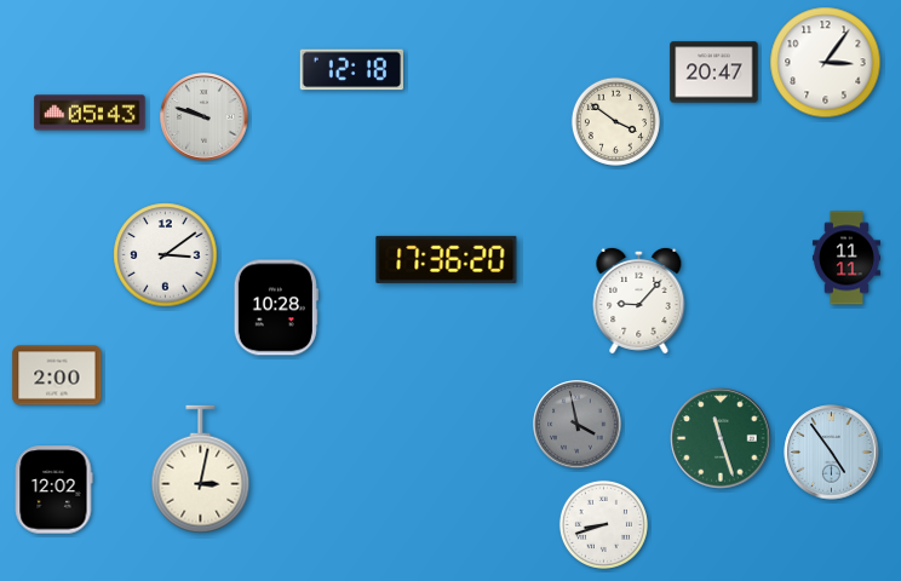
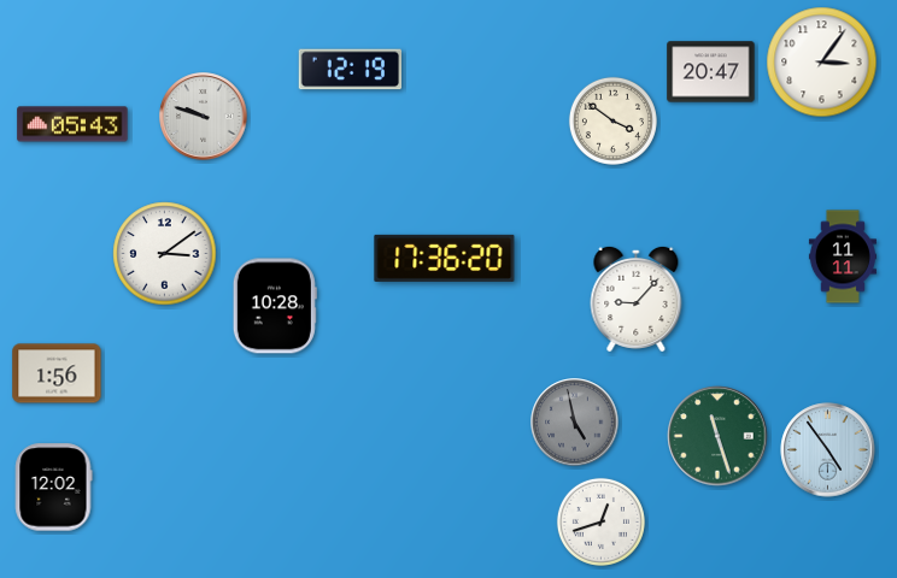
clock at (351, 70): 12:18 -> 12:19
clock at (90, 113) position: (90, 113) -> (72, 124)
clock at (57, 375): 2:00 -> 1:56
clock at (578, 425): 3:58 -> 4:58
clock at (201, 470): 3:02 -> none
clock at (603, 524): 8:42 -> 12:42
